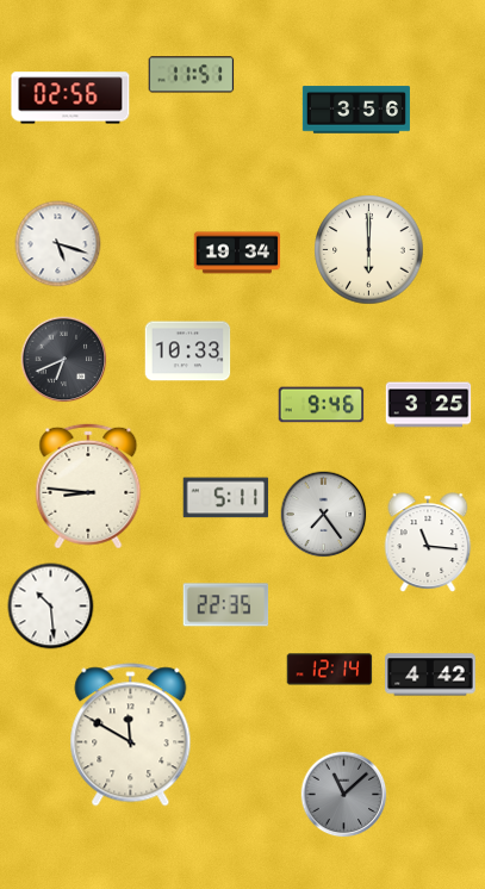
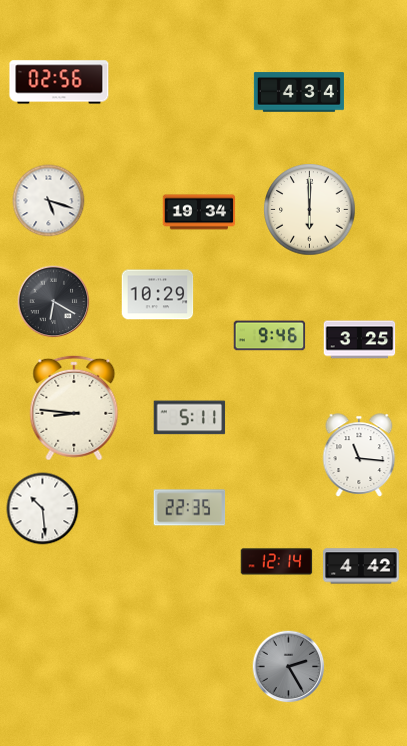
clock at (192, 75): 11:51 -> none
clock at (356, 110): 3:56 -> 4:34
clock at (58, 244) position: (58, 244) -> (49, 201)
clock at (188, 352): 10:33 -> 10:29
clock at (64, 360): 6:41 -> 6:20
clock at (322, 405) position: (322, 405) -> (270, 336)
clock at (324, 515): 7:24 -> none
clock at (131, 735): 11:50 -> none
clock at (344, 795): 11:08 -> 2:25
